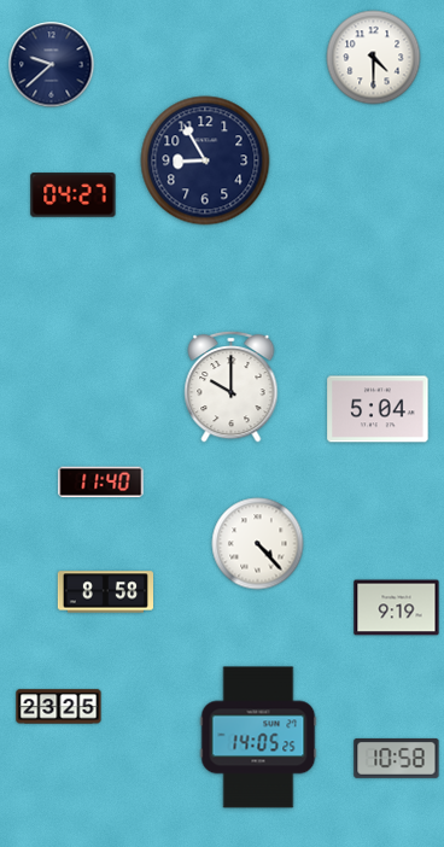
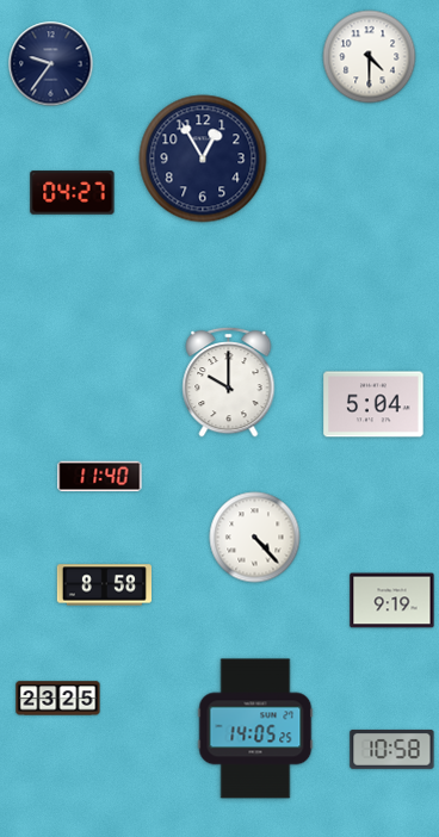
clock at (52, 65): 9:38 -> 9:36
clock at (205, 160): 8:55 -> 12:55
